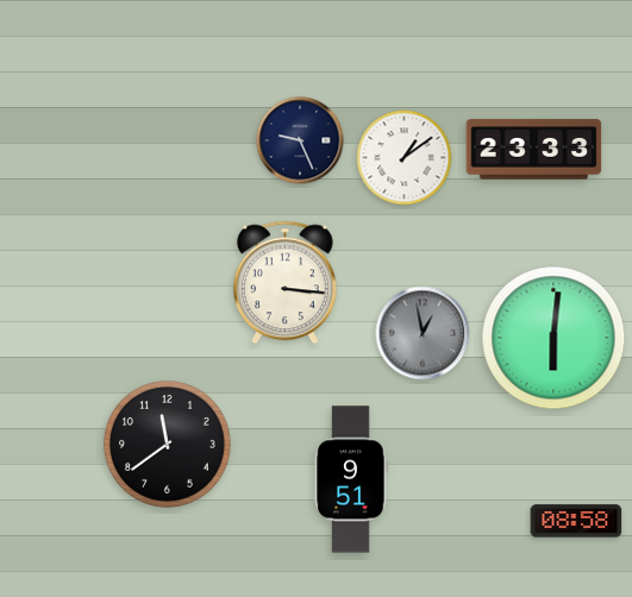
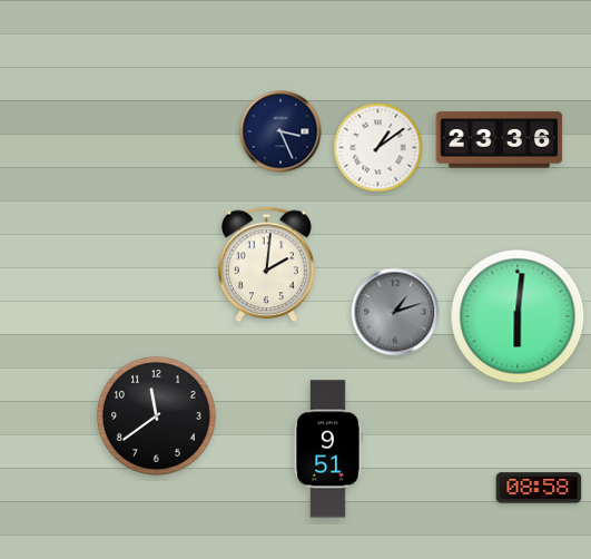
clock at (300, 140): 9:26 -> 3:26
clock at (534, 150): 23:33 -> 23:36
clock at (284, 283): 3:16 -> 2:01
clock at (423, 333): 12:58 -> 1:12
